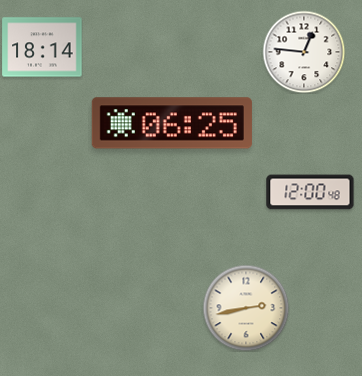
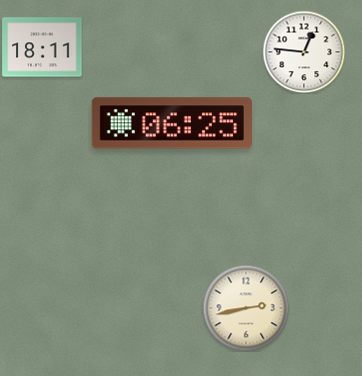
clock at (42, 47): 18:14 -> 18:11
clock at (310, 192): 12:00 -> none
